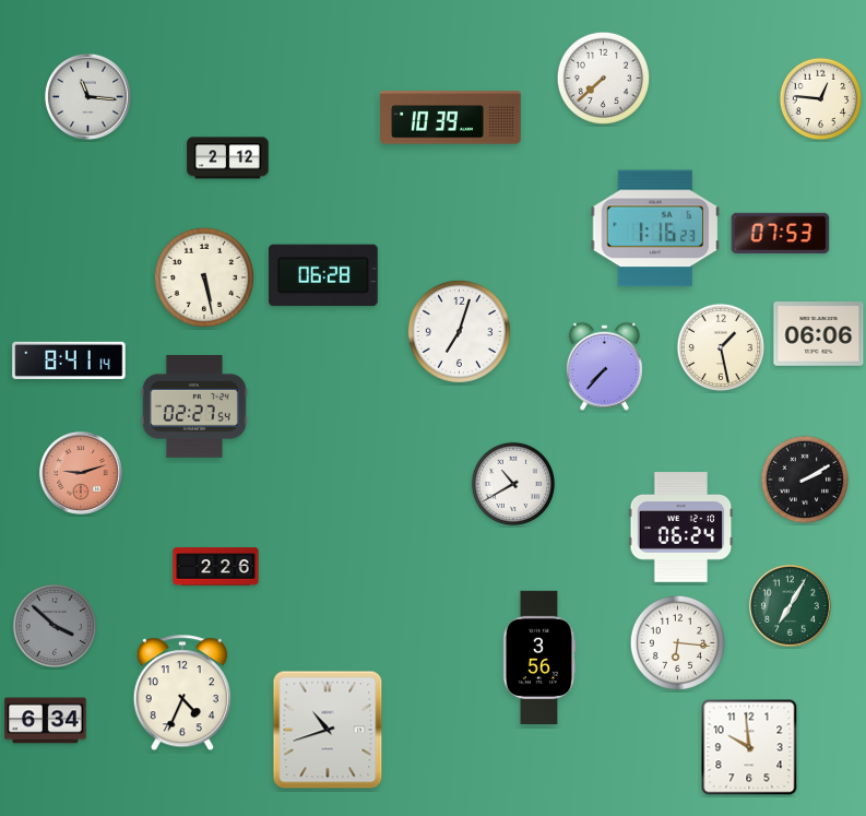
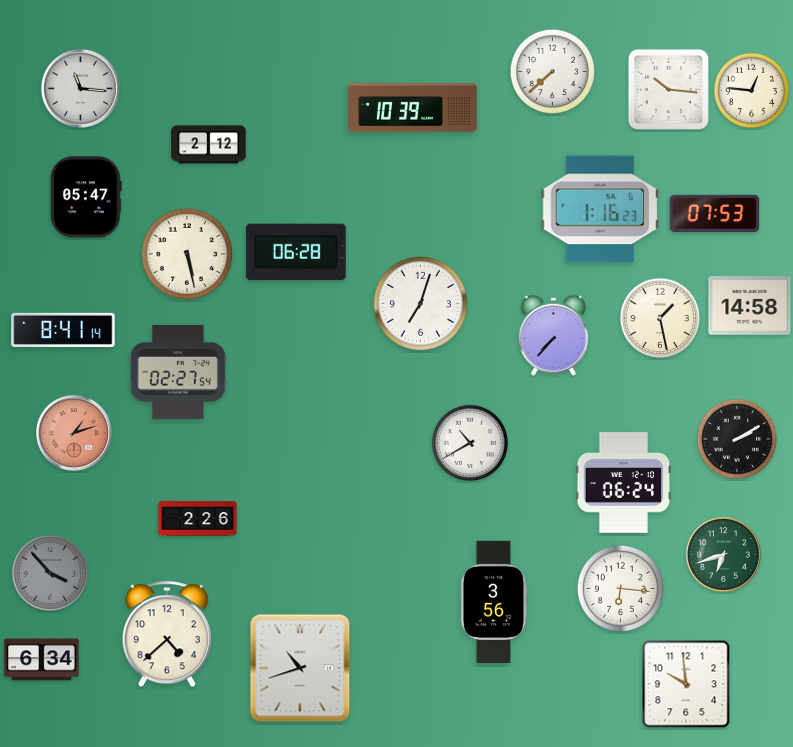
clock at (668, 89): none -> 10:16
clock at (86, 197): none -> 05:47
clock at (819, 334): 06:06 -> 14:58
clock at (81, 473): 9:12 -> 1:12
clock at (790, 605): 7:05 -> 6:42
clock at (55, 626): 3:52 -> 3:53
clock at (182, 694): 4:34 -> 4:38
